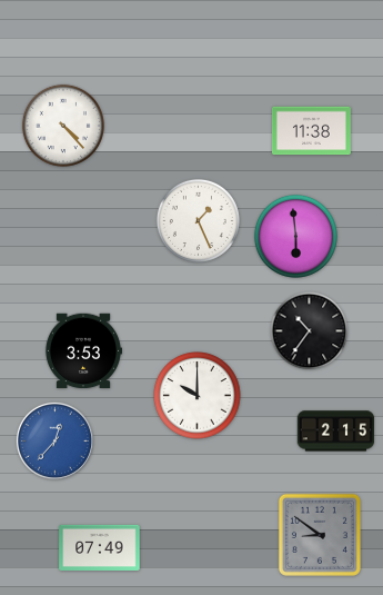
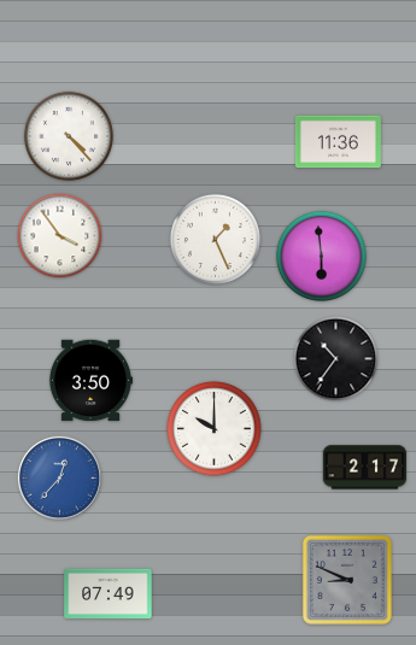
clock at (311, 131): 11:38 -> 11:36
clock at (60, 236): none -> 3:54
clock at (82, 351): 3:53 -> 3:50
clock at (336, 432): 2:15 -> 2:17
clock at (320, 535): 8:51 -> 8:49
